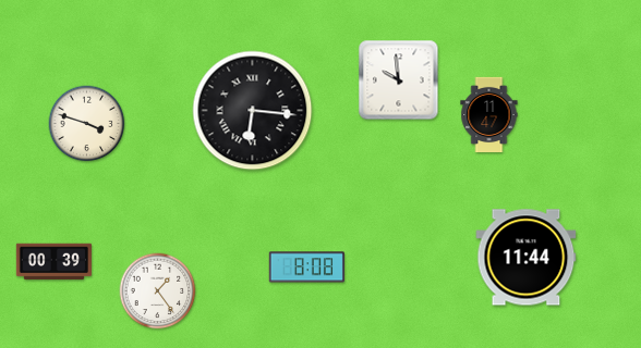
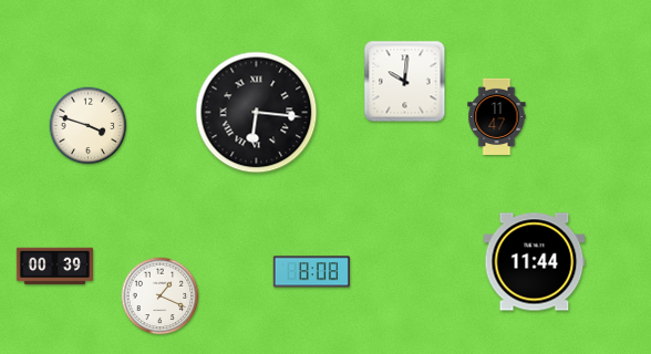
clock at (399, 80): 9:59 -> 10:01
clock at (158, 291): 1:24 -> 1:19
